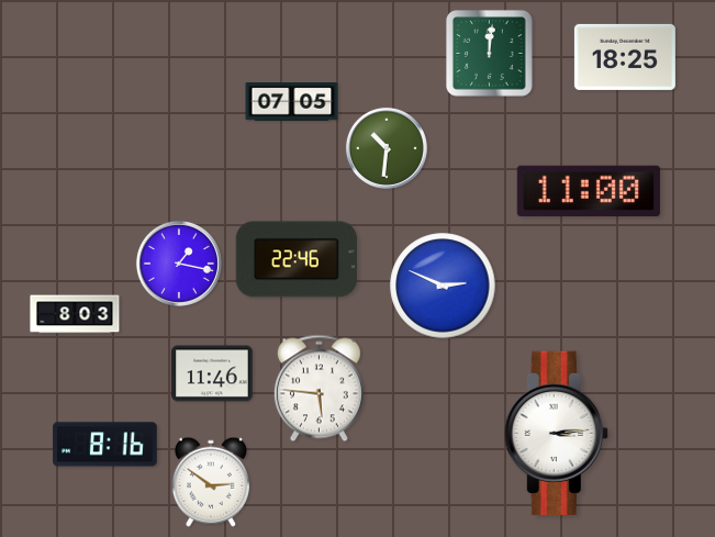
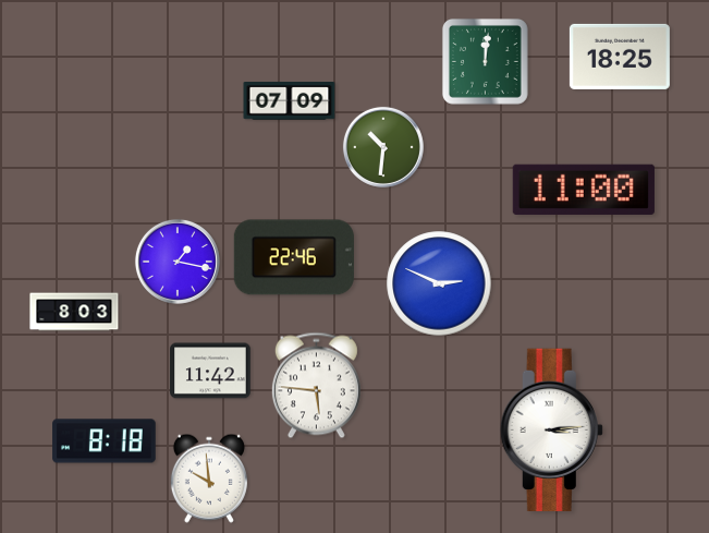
clock at (489, 53) position: (489, 53) -> (485, 61)
clock at (292, 102): 07:05 -> 07:09
clock at (212, 373): 11:46 -> 11:42
clock at (105, 445): 8:16 -> 8:18
clock at (211, 482): 2:51 -> 9:59
